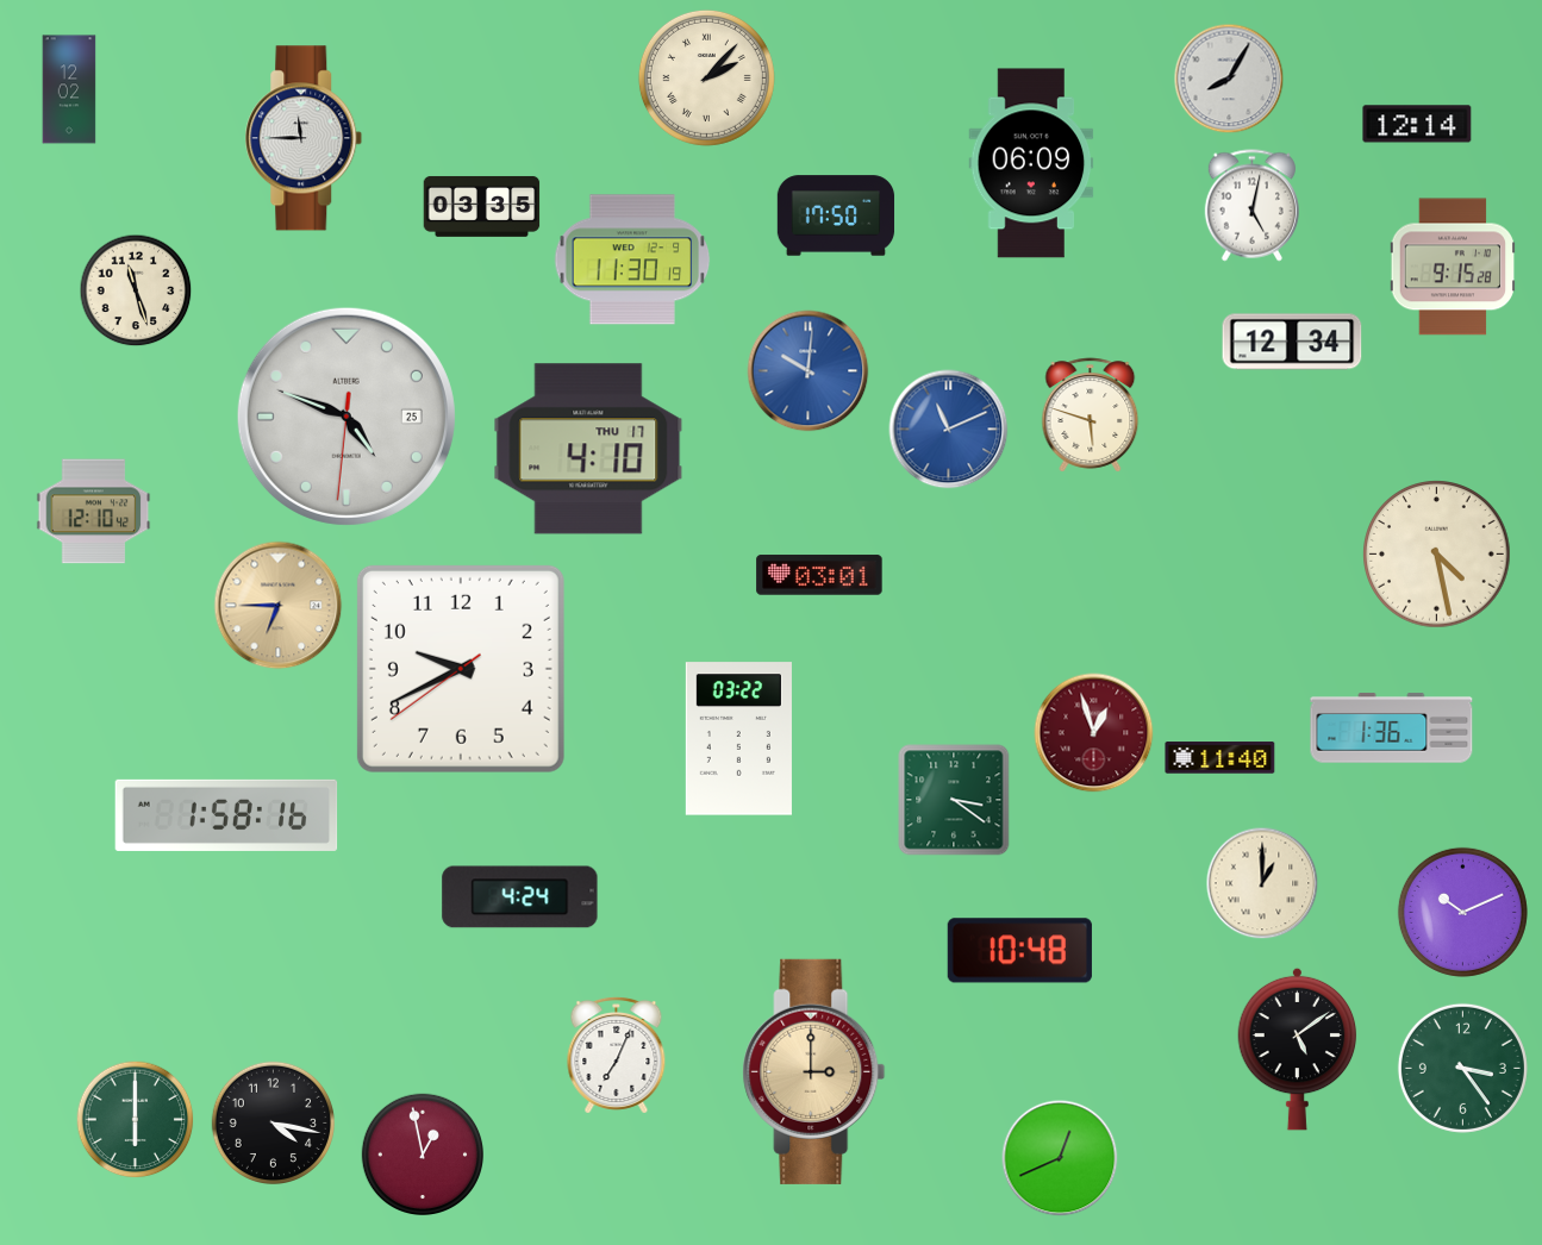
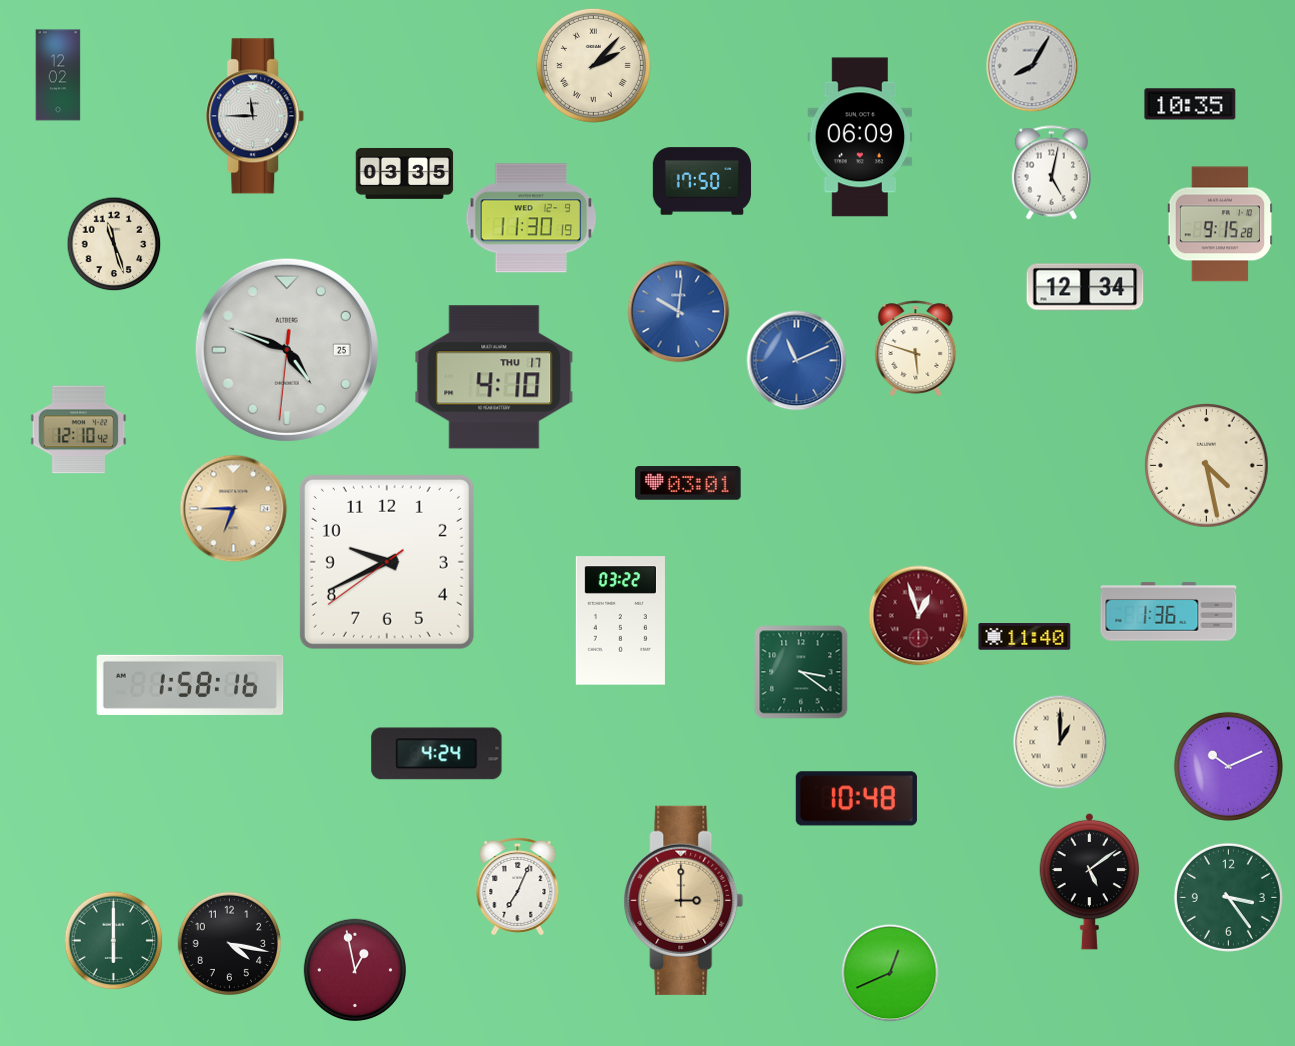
clock at (1417, 124): 12:14 -> 10:35
clock at (1031, 163) position: (1031, 163) -> (860, 137)
clock at (347, 417) position: (347, 417) -> (287, 350)
